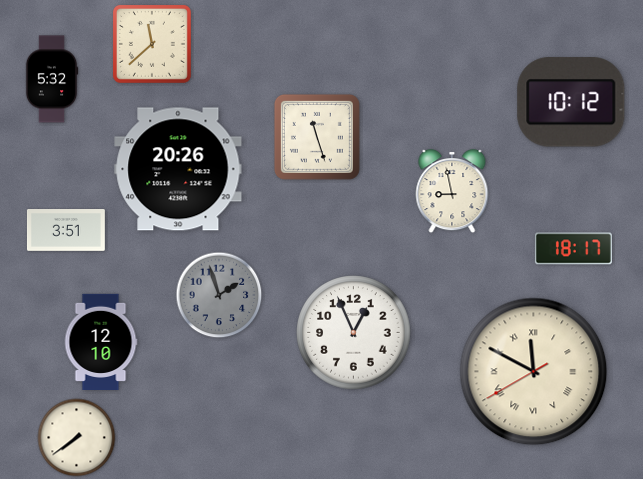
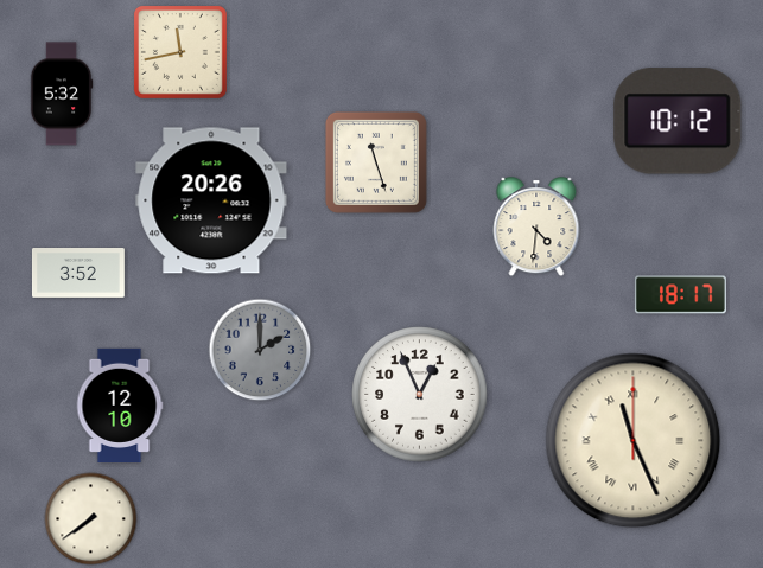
clock at (152, 44): 11:38 -> 11:43
clock at (452, 192): 8:58 -> 4:31
clock at (66, 231): 3:51 -> 3:52
clock at (219, 295): 1:57 -> 2:00
clock at (534, 372): 11:49 -> 11:26
